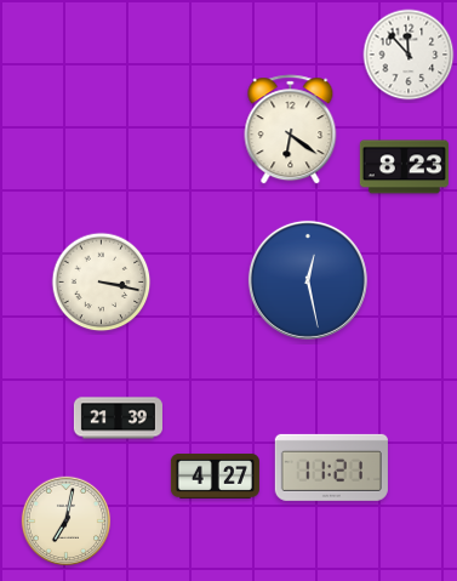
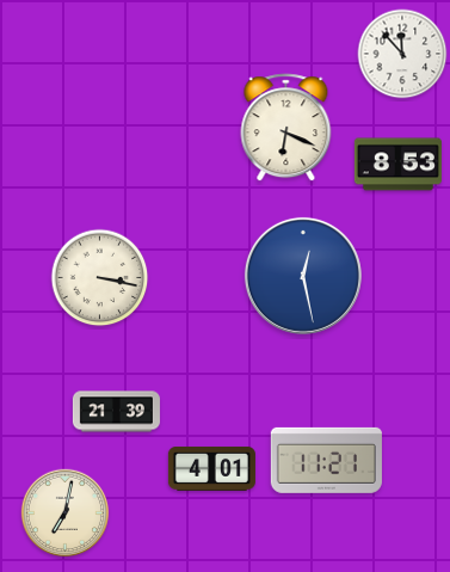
clock at (291, 130): 6:21 -> 6:19
clock at (404, 167): 8:23 -> 8:53
clock at (215, 475): 4:27 -> 4:01
